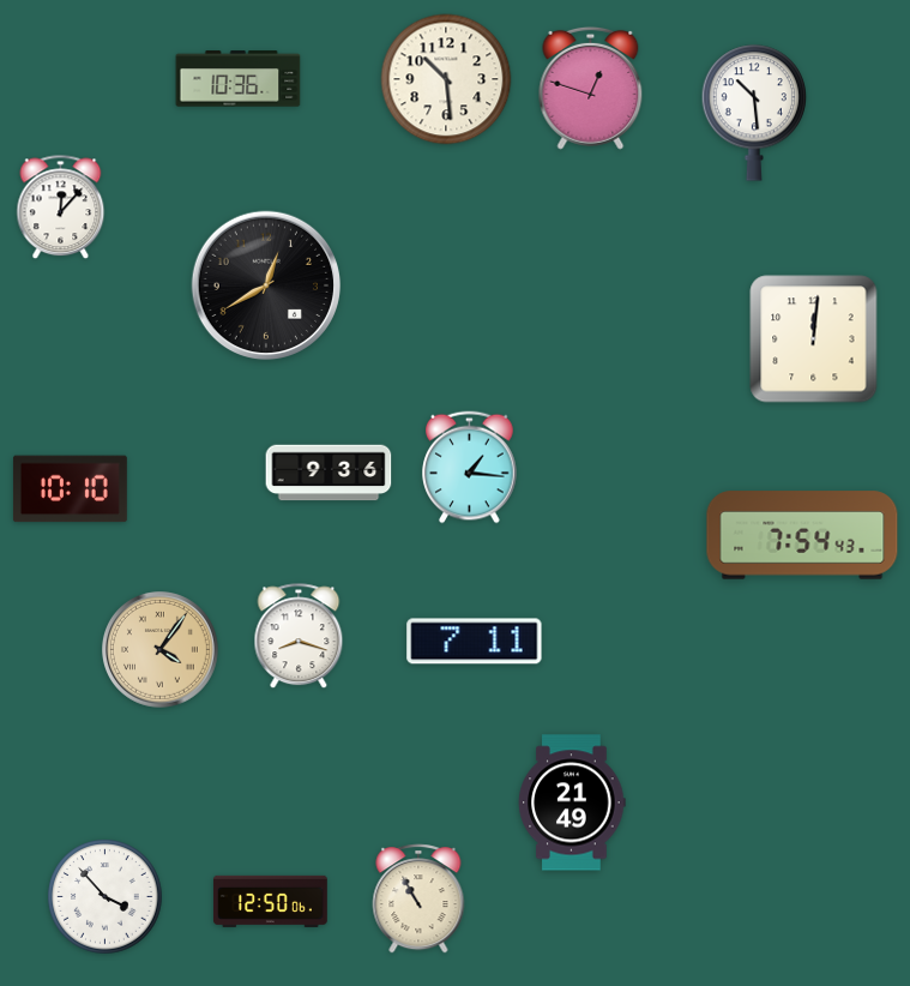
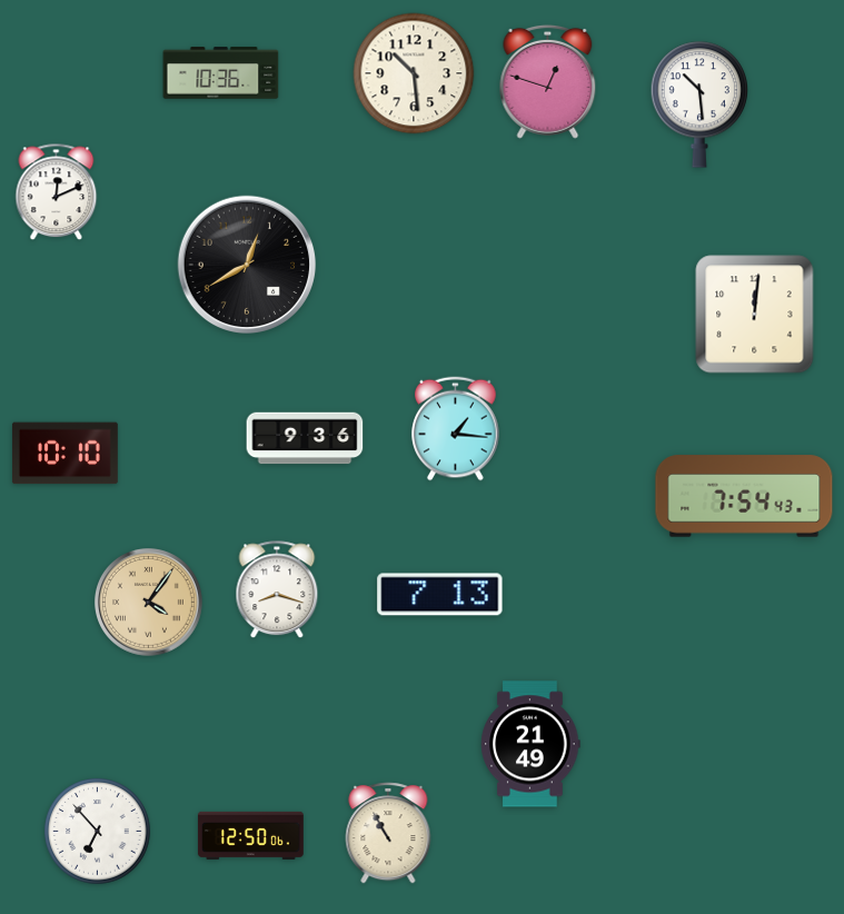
clock at (61, 208): 12:07 -> 12:11
clock at (470, 468) position: (470, 468) -> (456, 429)
clock at (475, 642): 7:11 -> 7:13
clock at (106, 897): 3:53 -> 6:53
